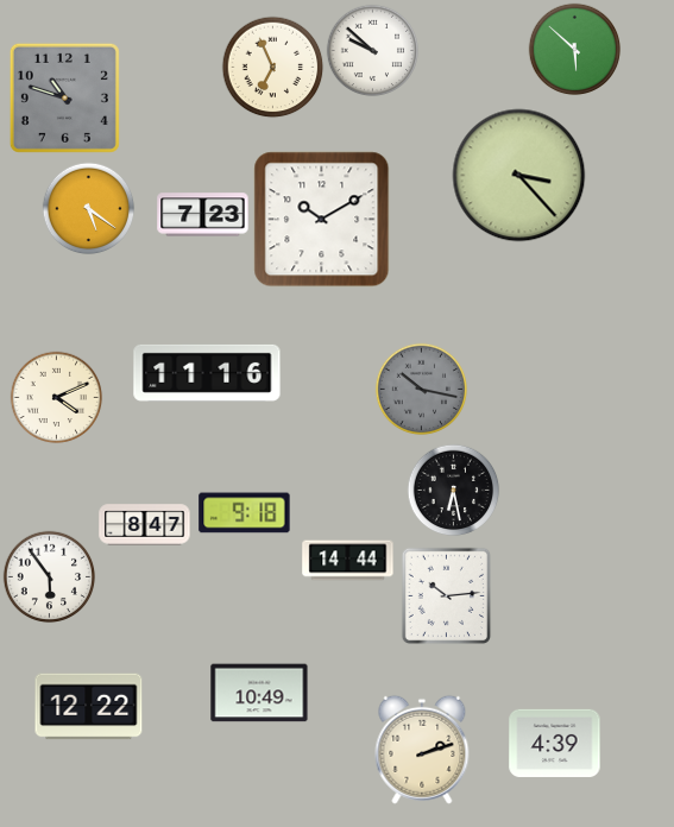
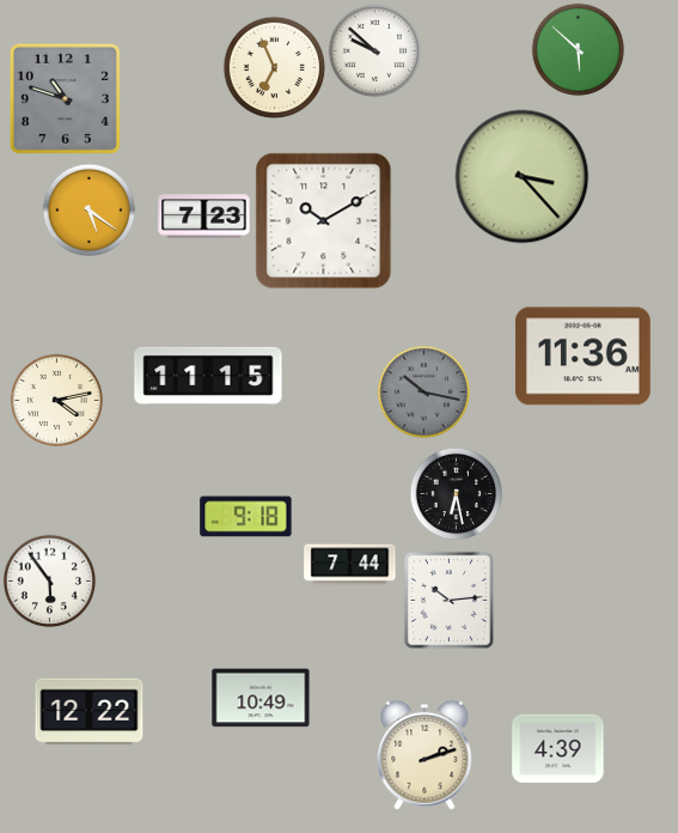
clock at (582, 357): none -> 11:36
clock at (207, 373): 11:16 -> 11:15
clock at (56, 397): 4:11 -> 4:13
clock at (145, 525): 8:47 -> none
clock at (348, 561): 14:44 -> 7:44
